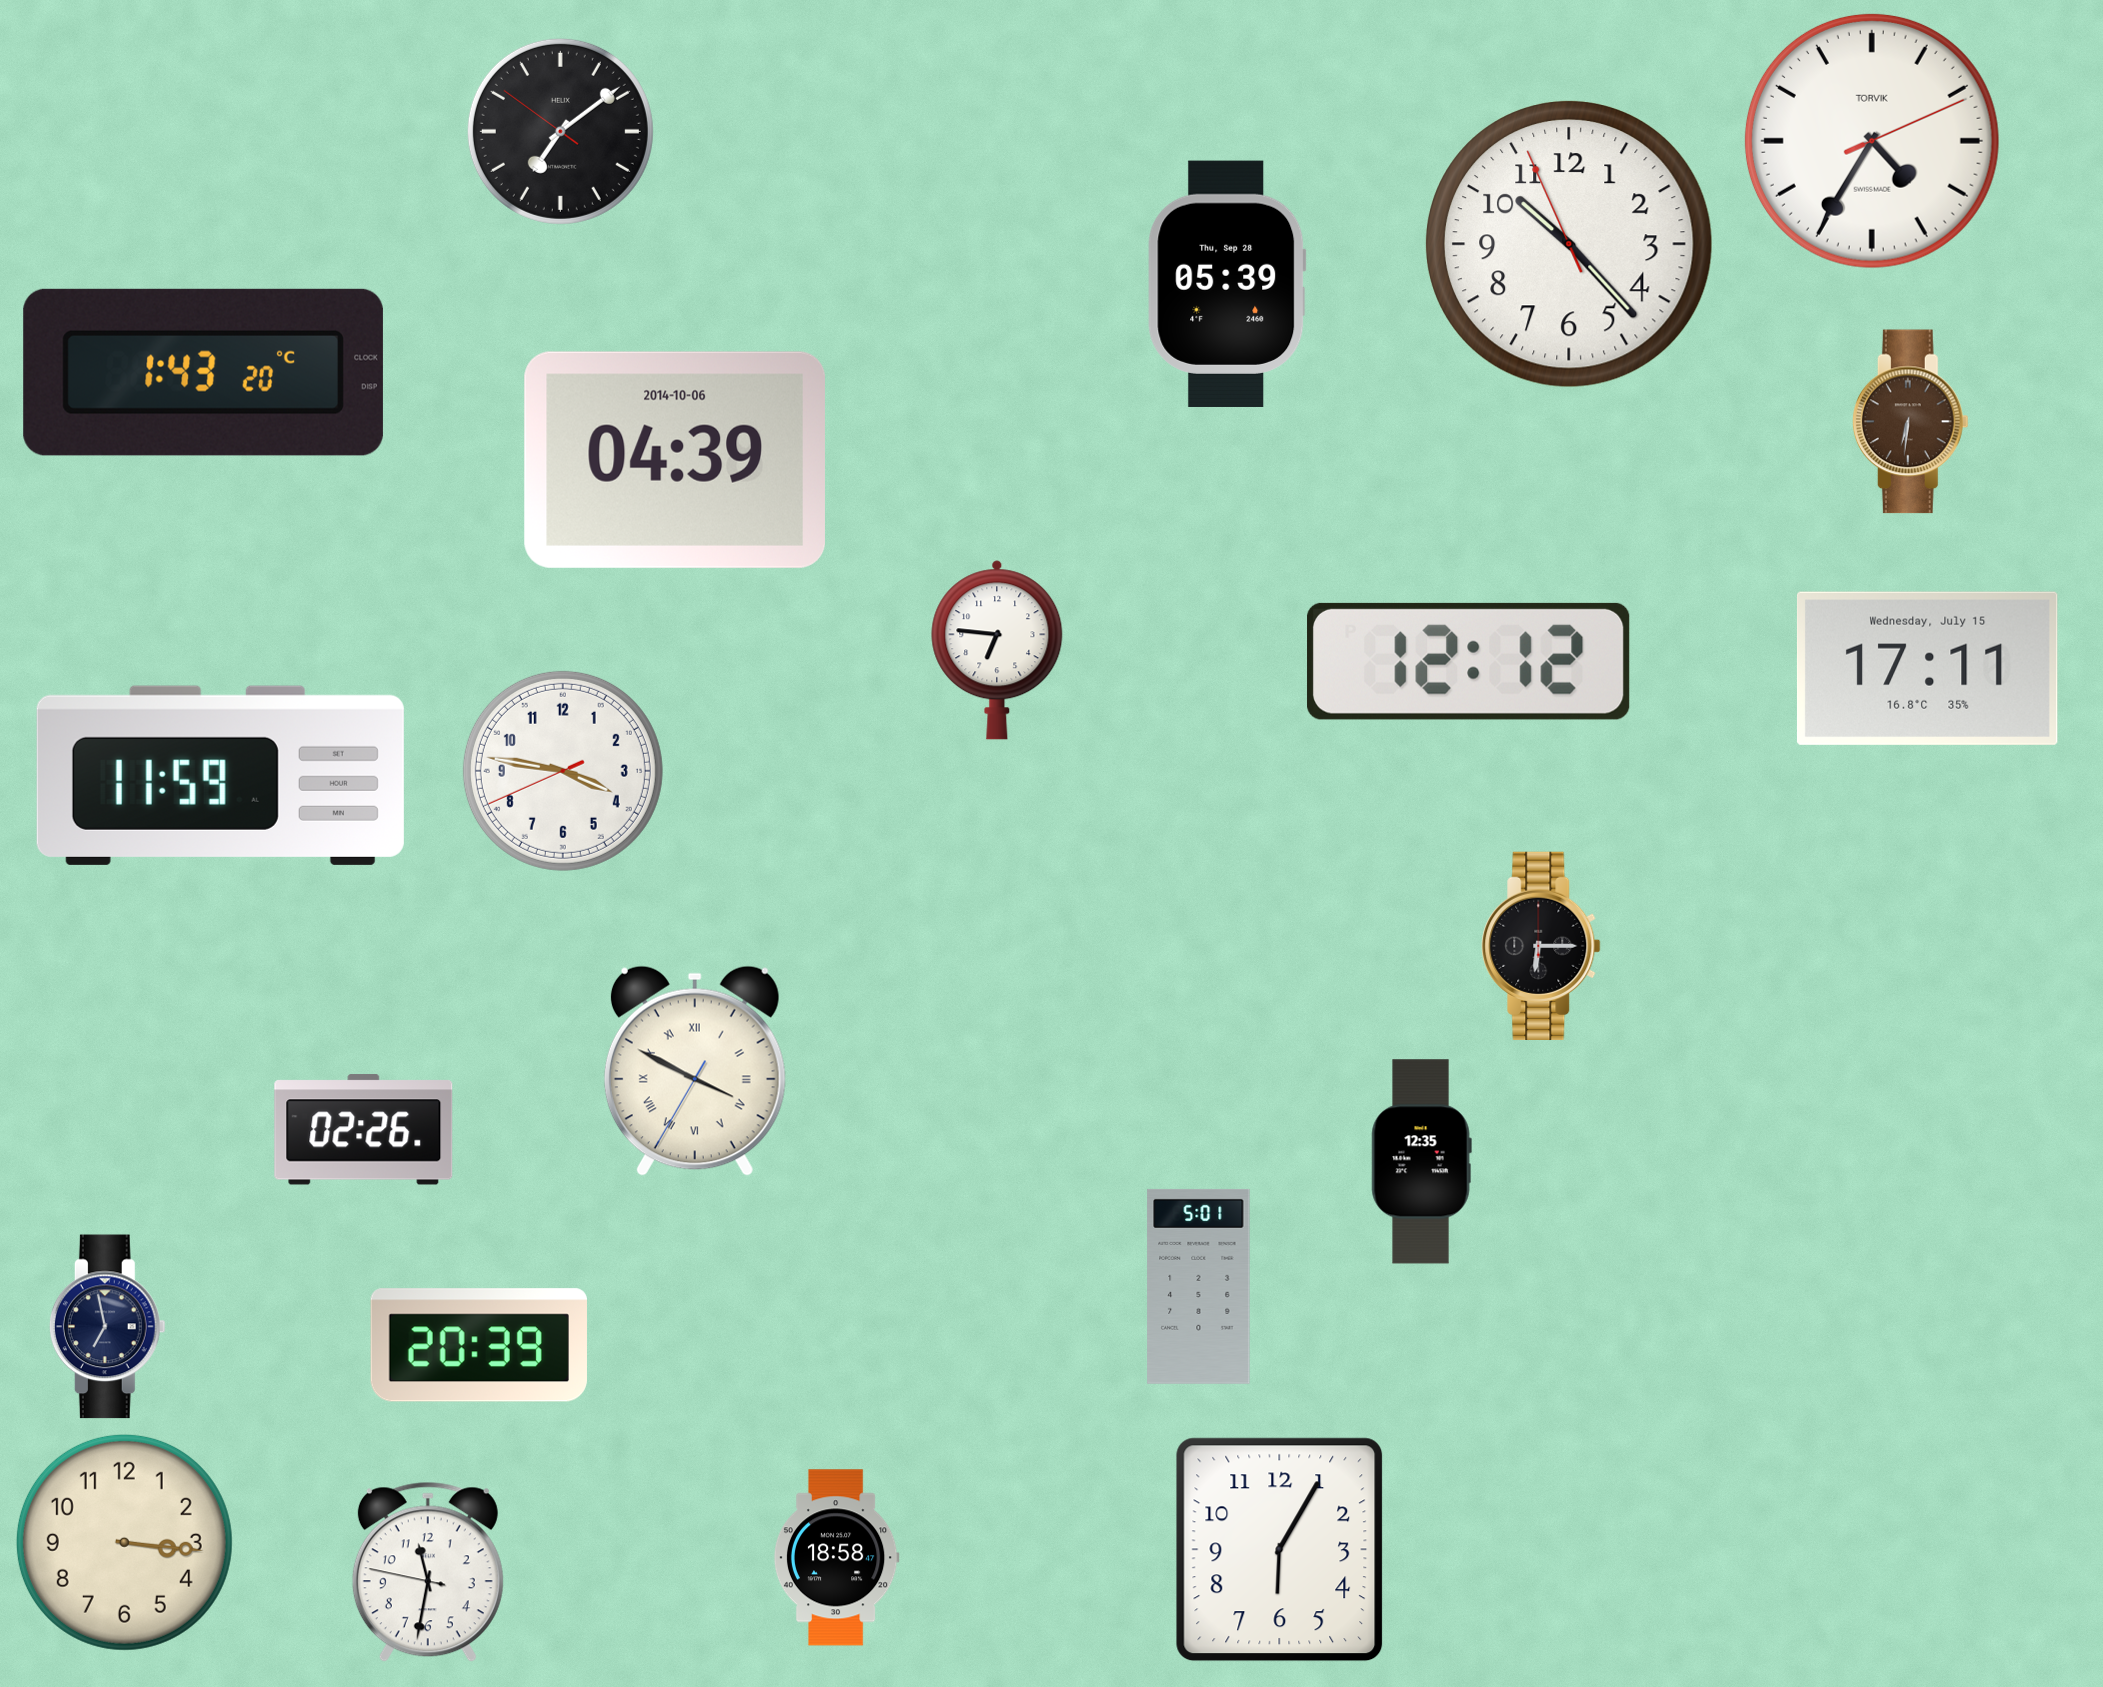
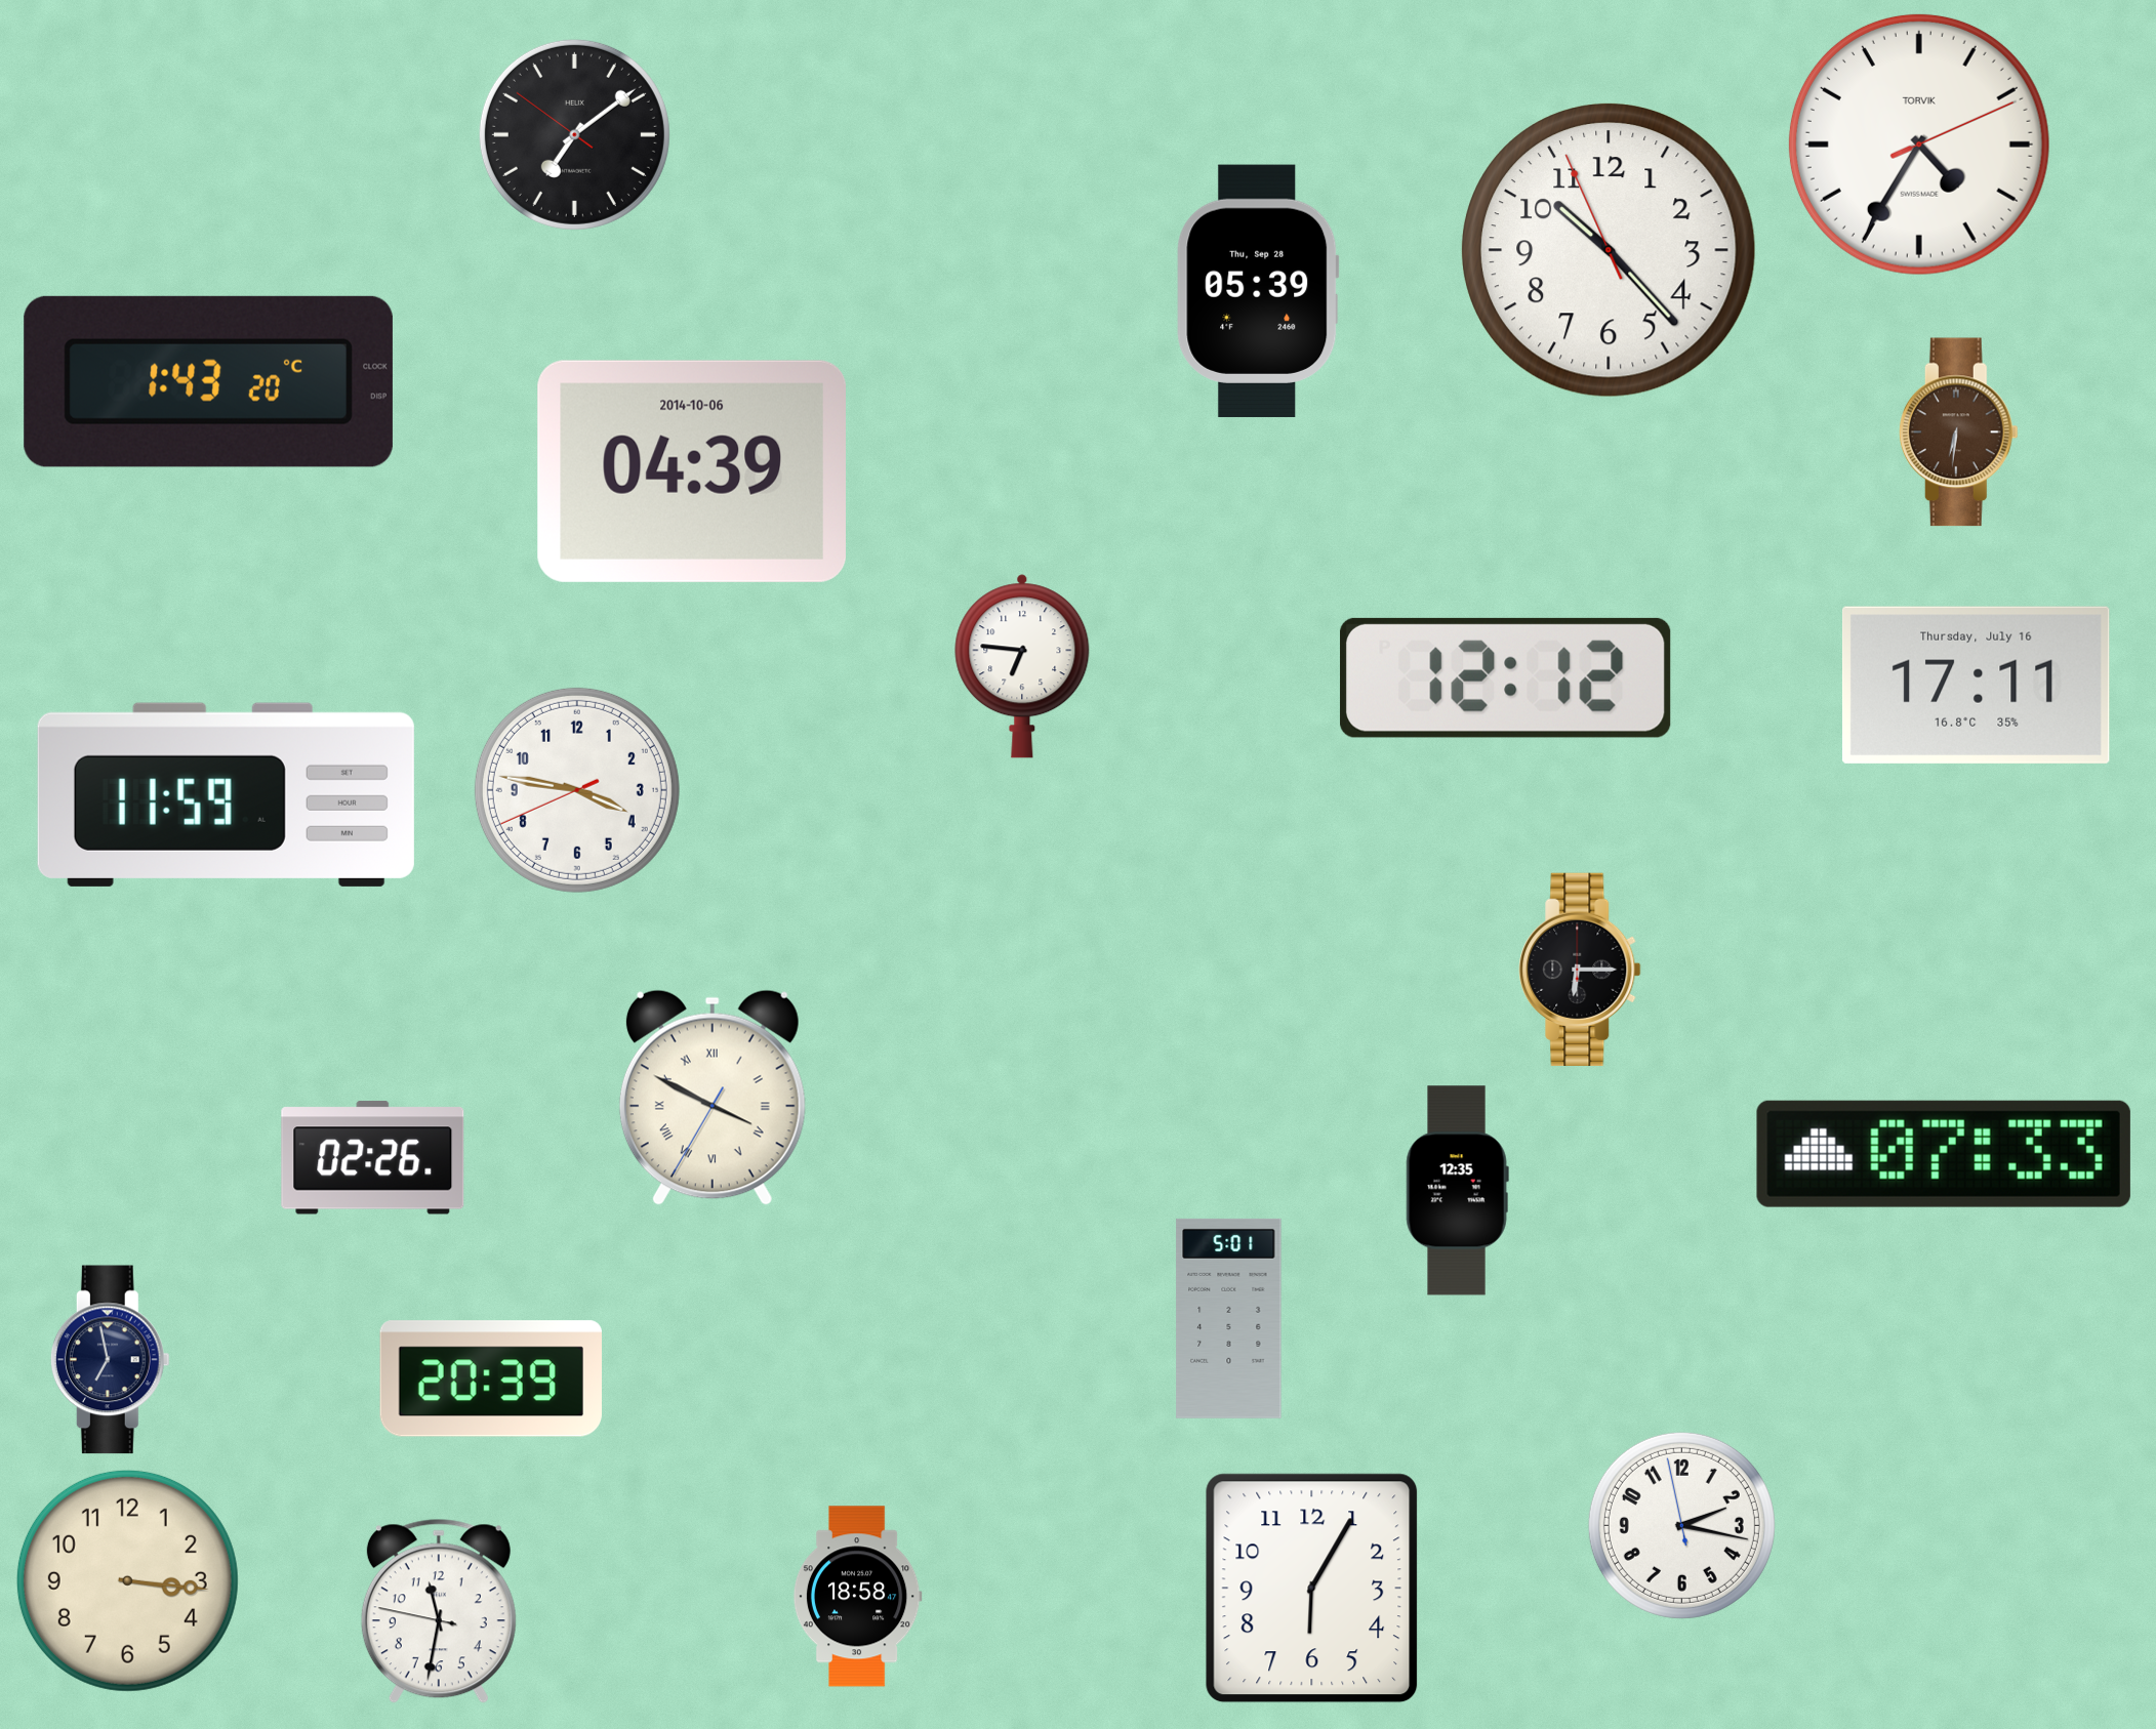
clock at (1927, 668) date: Wednesday, July 15 -> Thursday, July 16
clock at (1944, 1154): none -> 07:33
clock at (1681, 1525): none -> 2:16
